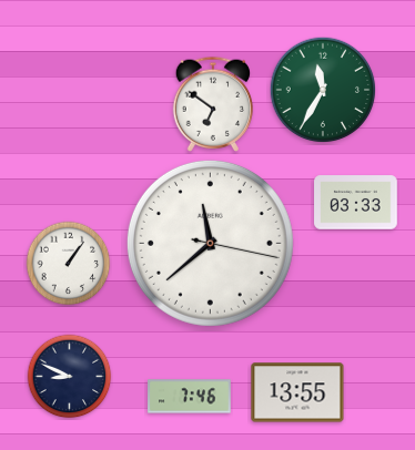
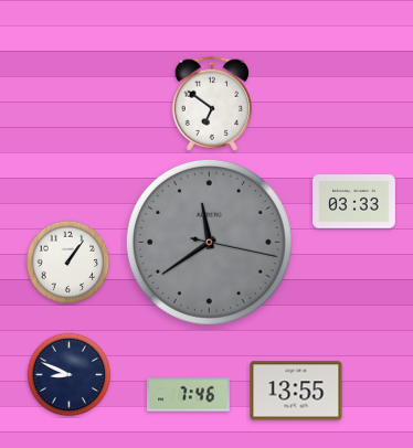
clock at (323, 90): 11:35 -> none
clock at (210, 243): 11:38 -> 11:39
clock at (210, 243) dial: white -> grey
